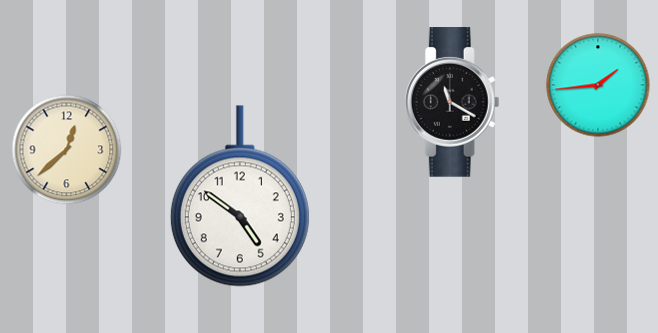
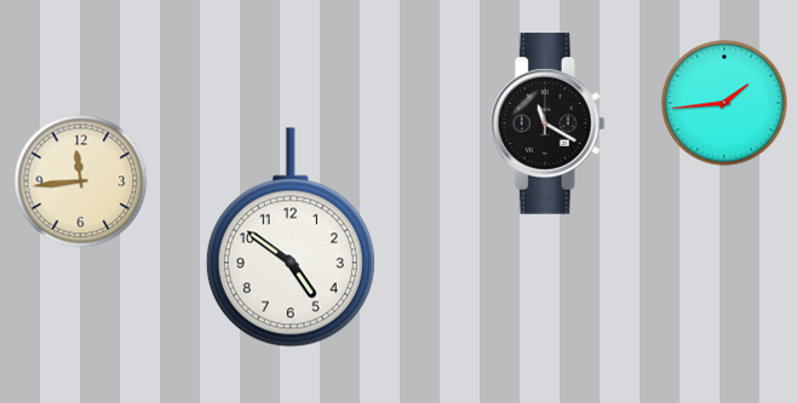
clock at (67, 150): 12:38 -> 11:44
